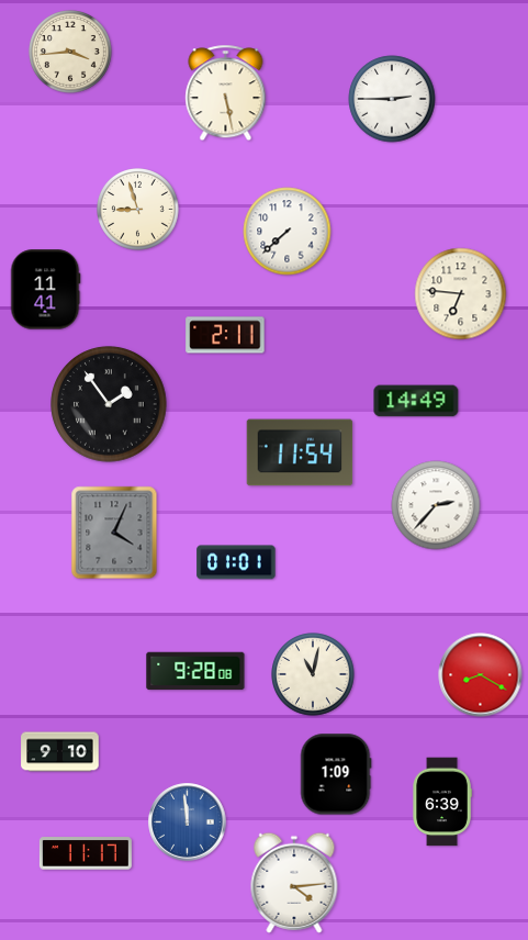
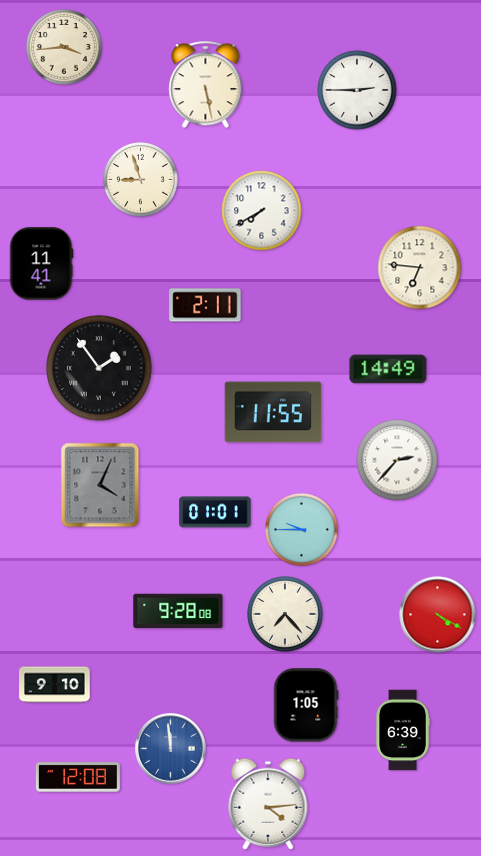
clock at (138, 210) position: (138, 210) -> (141, 180)
clock at (288, 232): 7:38 -> 7:40
clock at (416, 401) position: (416, 401) -> (388, 369)
clock at (300, 452): 11:54 -> 11:55
clock at (114, 533) position: (114, 533) -> (100, 485)
clock at (301, 529): none -> 9:45
clock at (313, 674): 11:02 -> 7:23
clock at (481, 675): 8:20 -> 4:20
clock at (336, 774): 1:09 -> 1:05
clock at (86, 853): 11:17 -> 12:08
